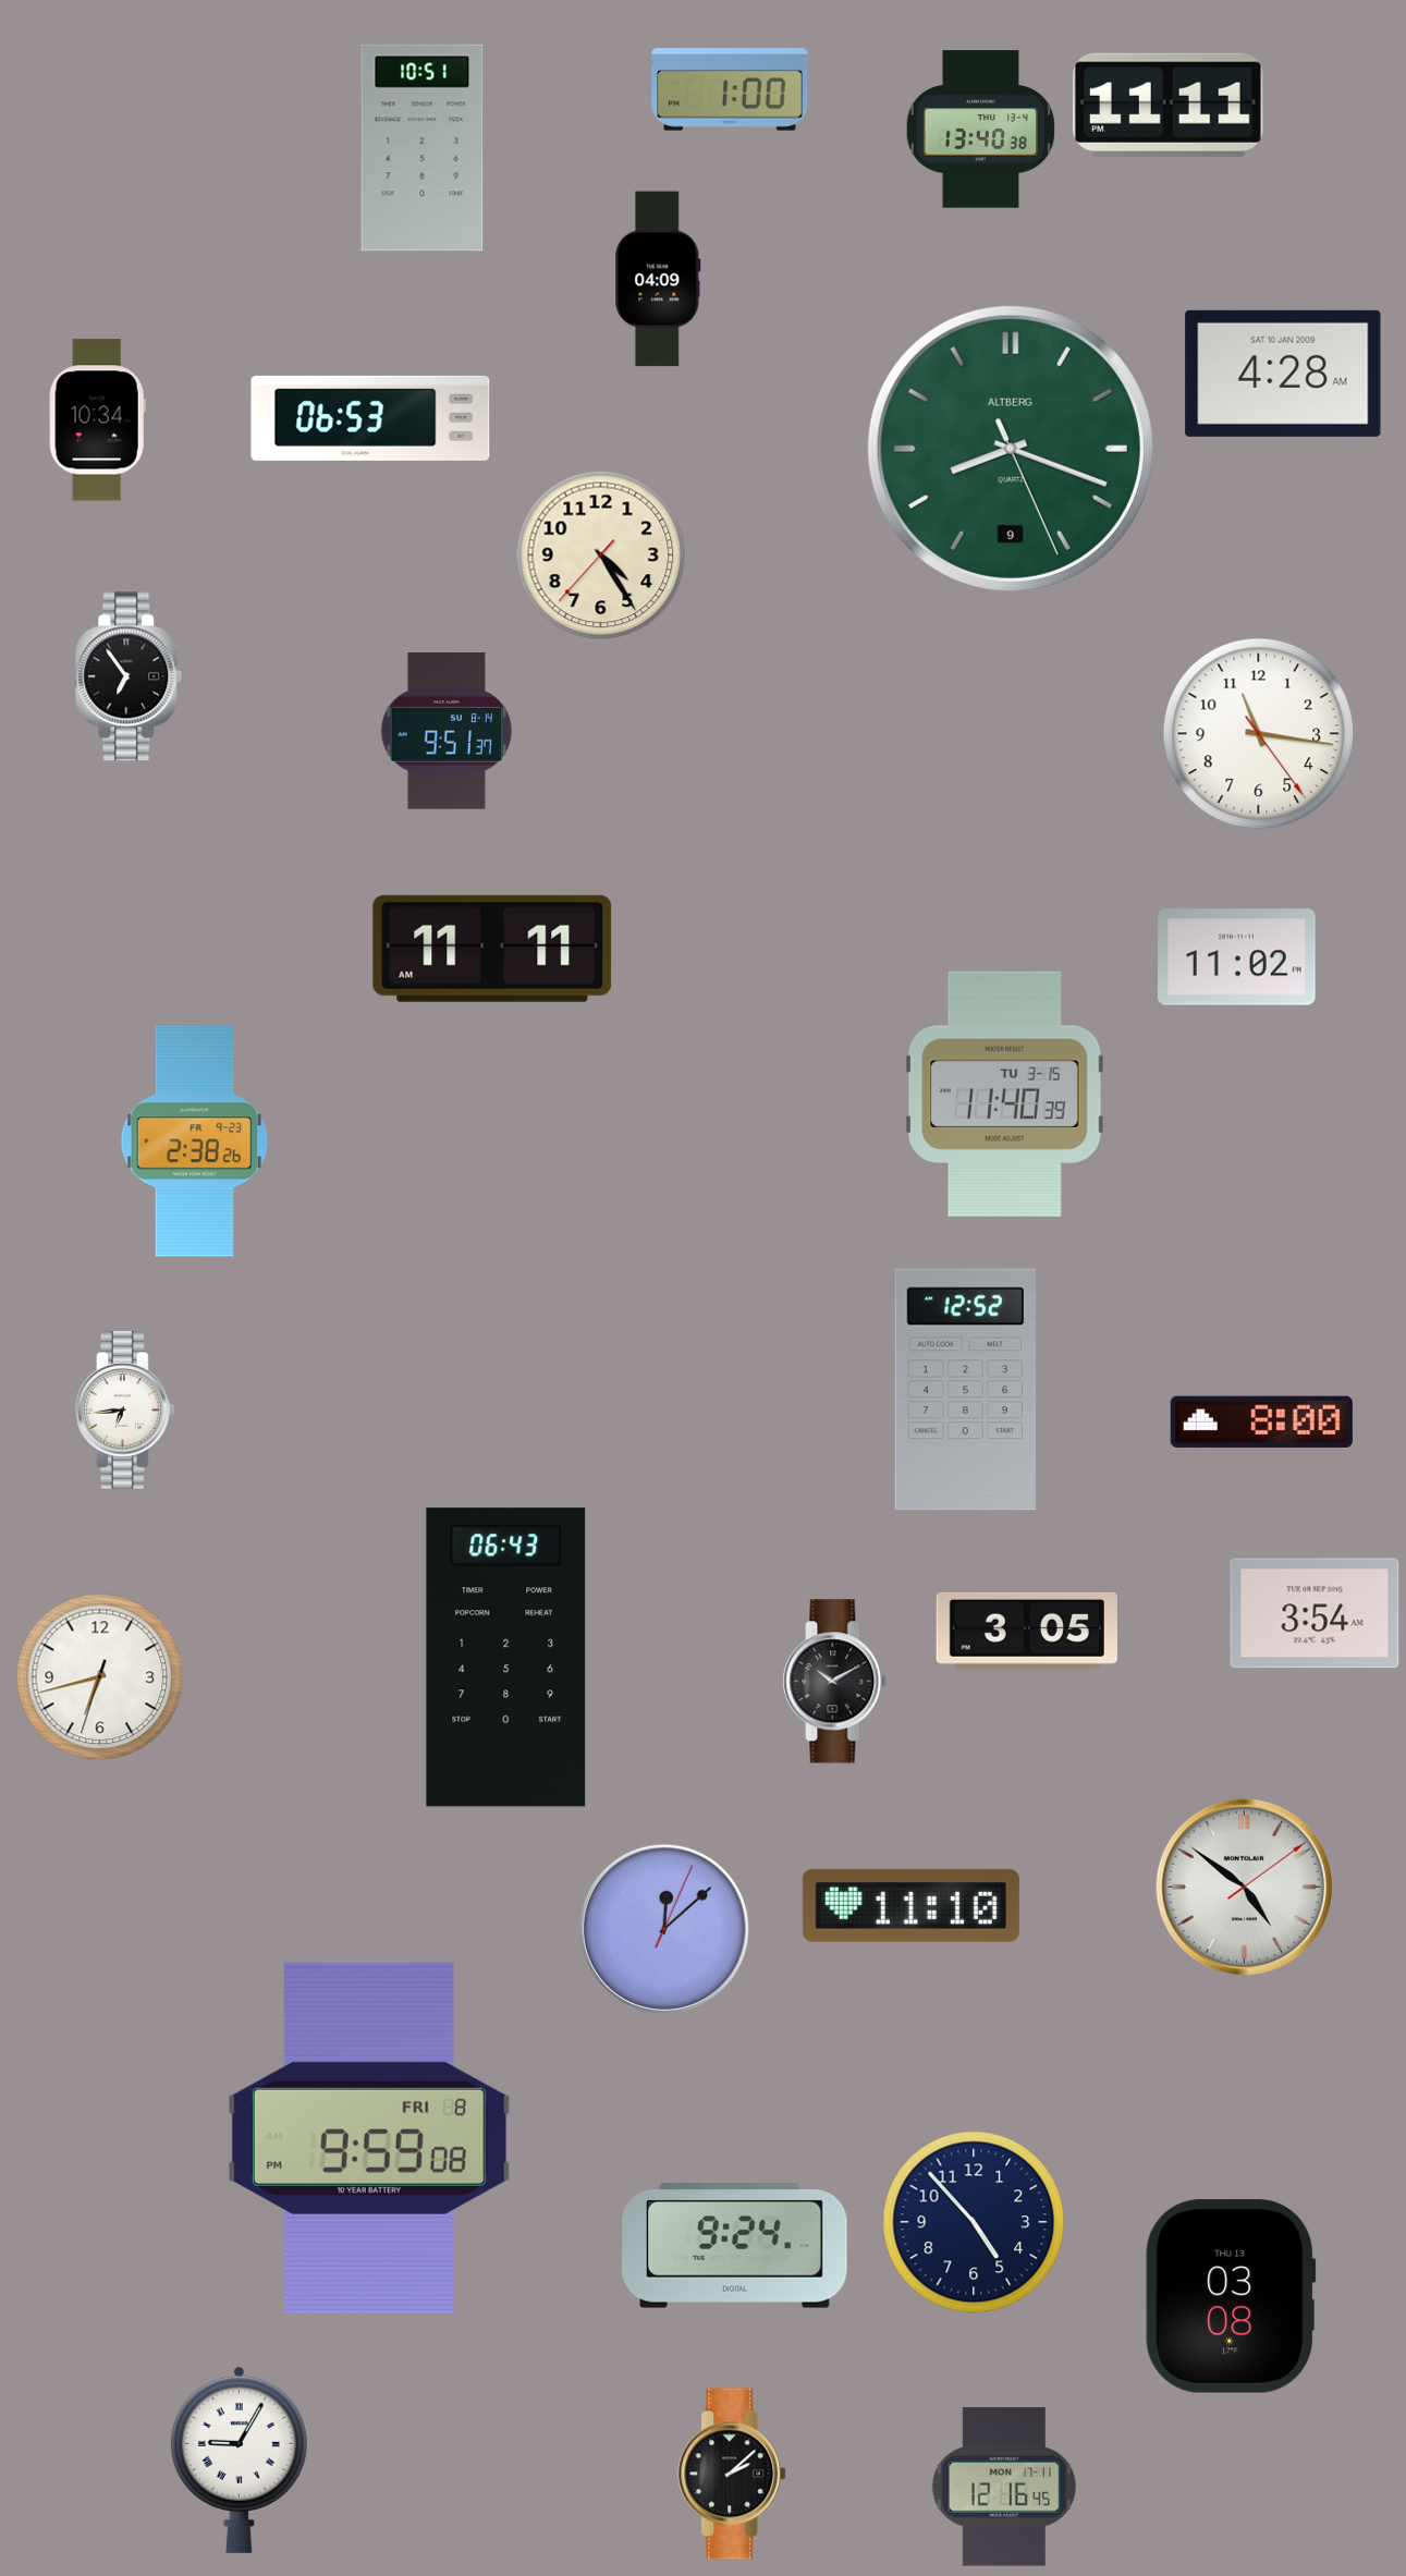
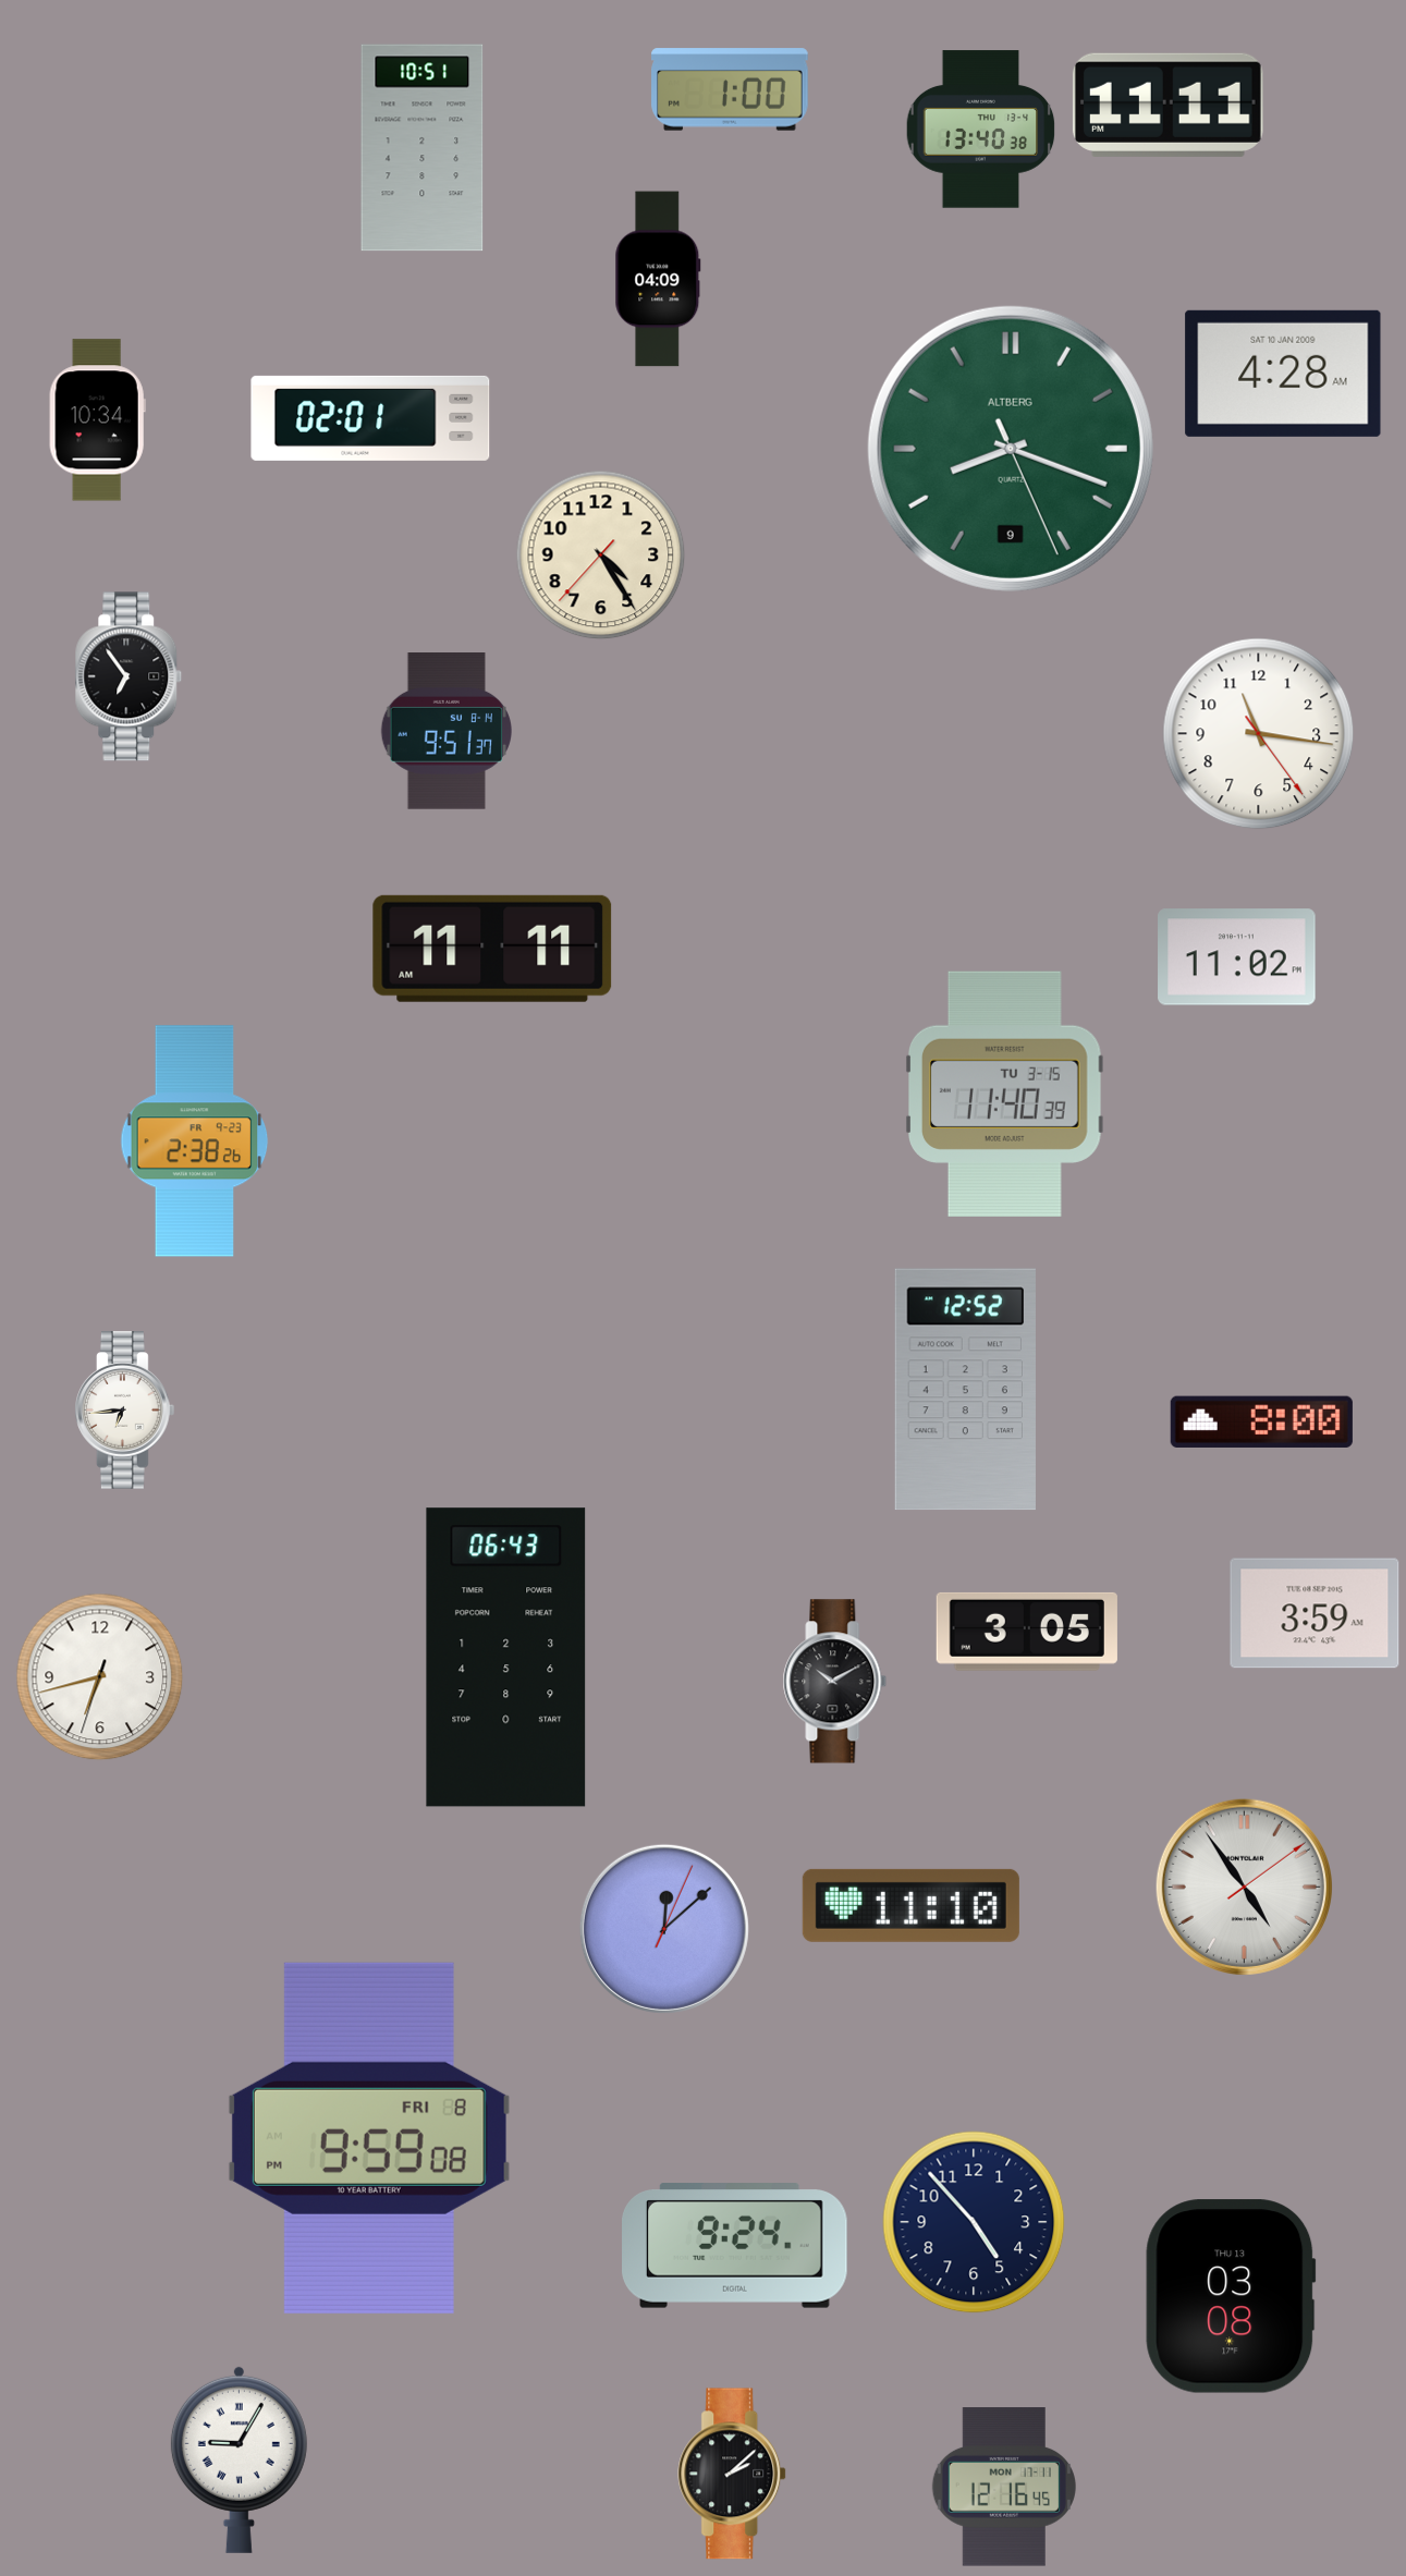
clock at (370, 418): 06:53 -> 02:01
clock at (1315, 1613): 3:54 -> 3:59
clock at (1244, 1887): 4:51 -> 4:54
